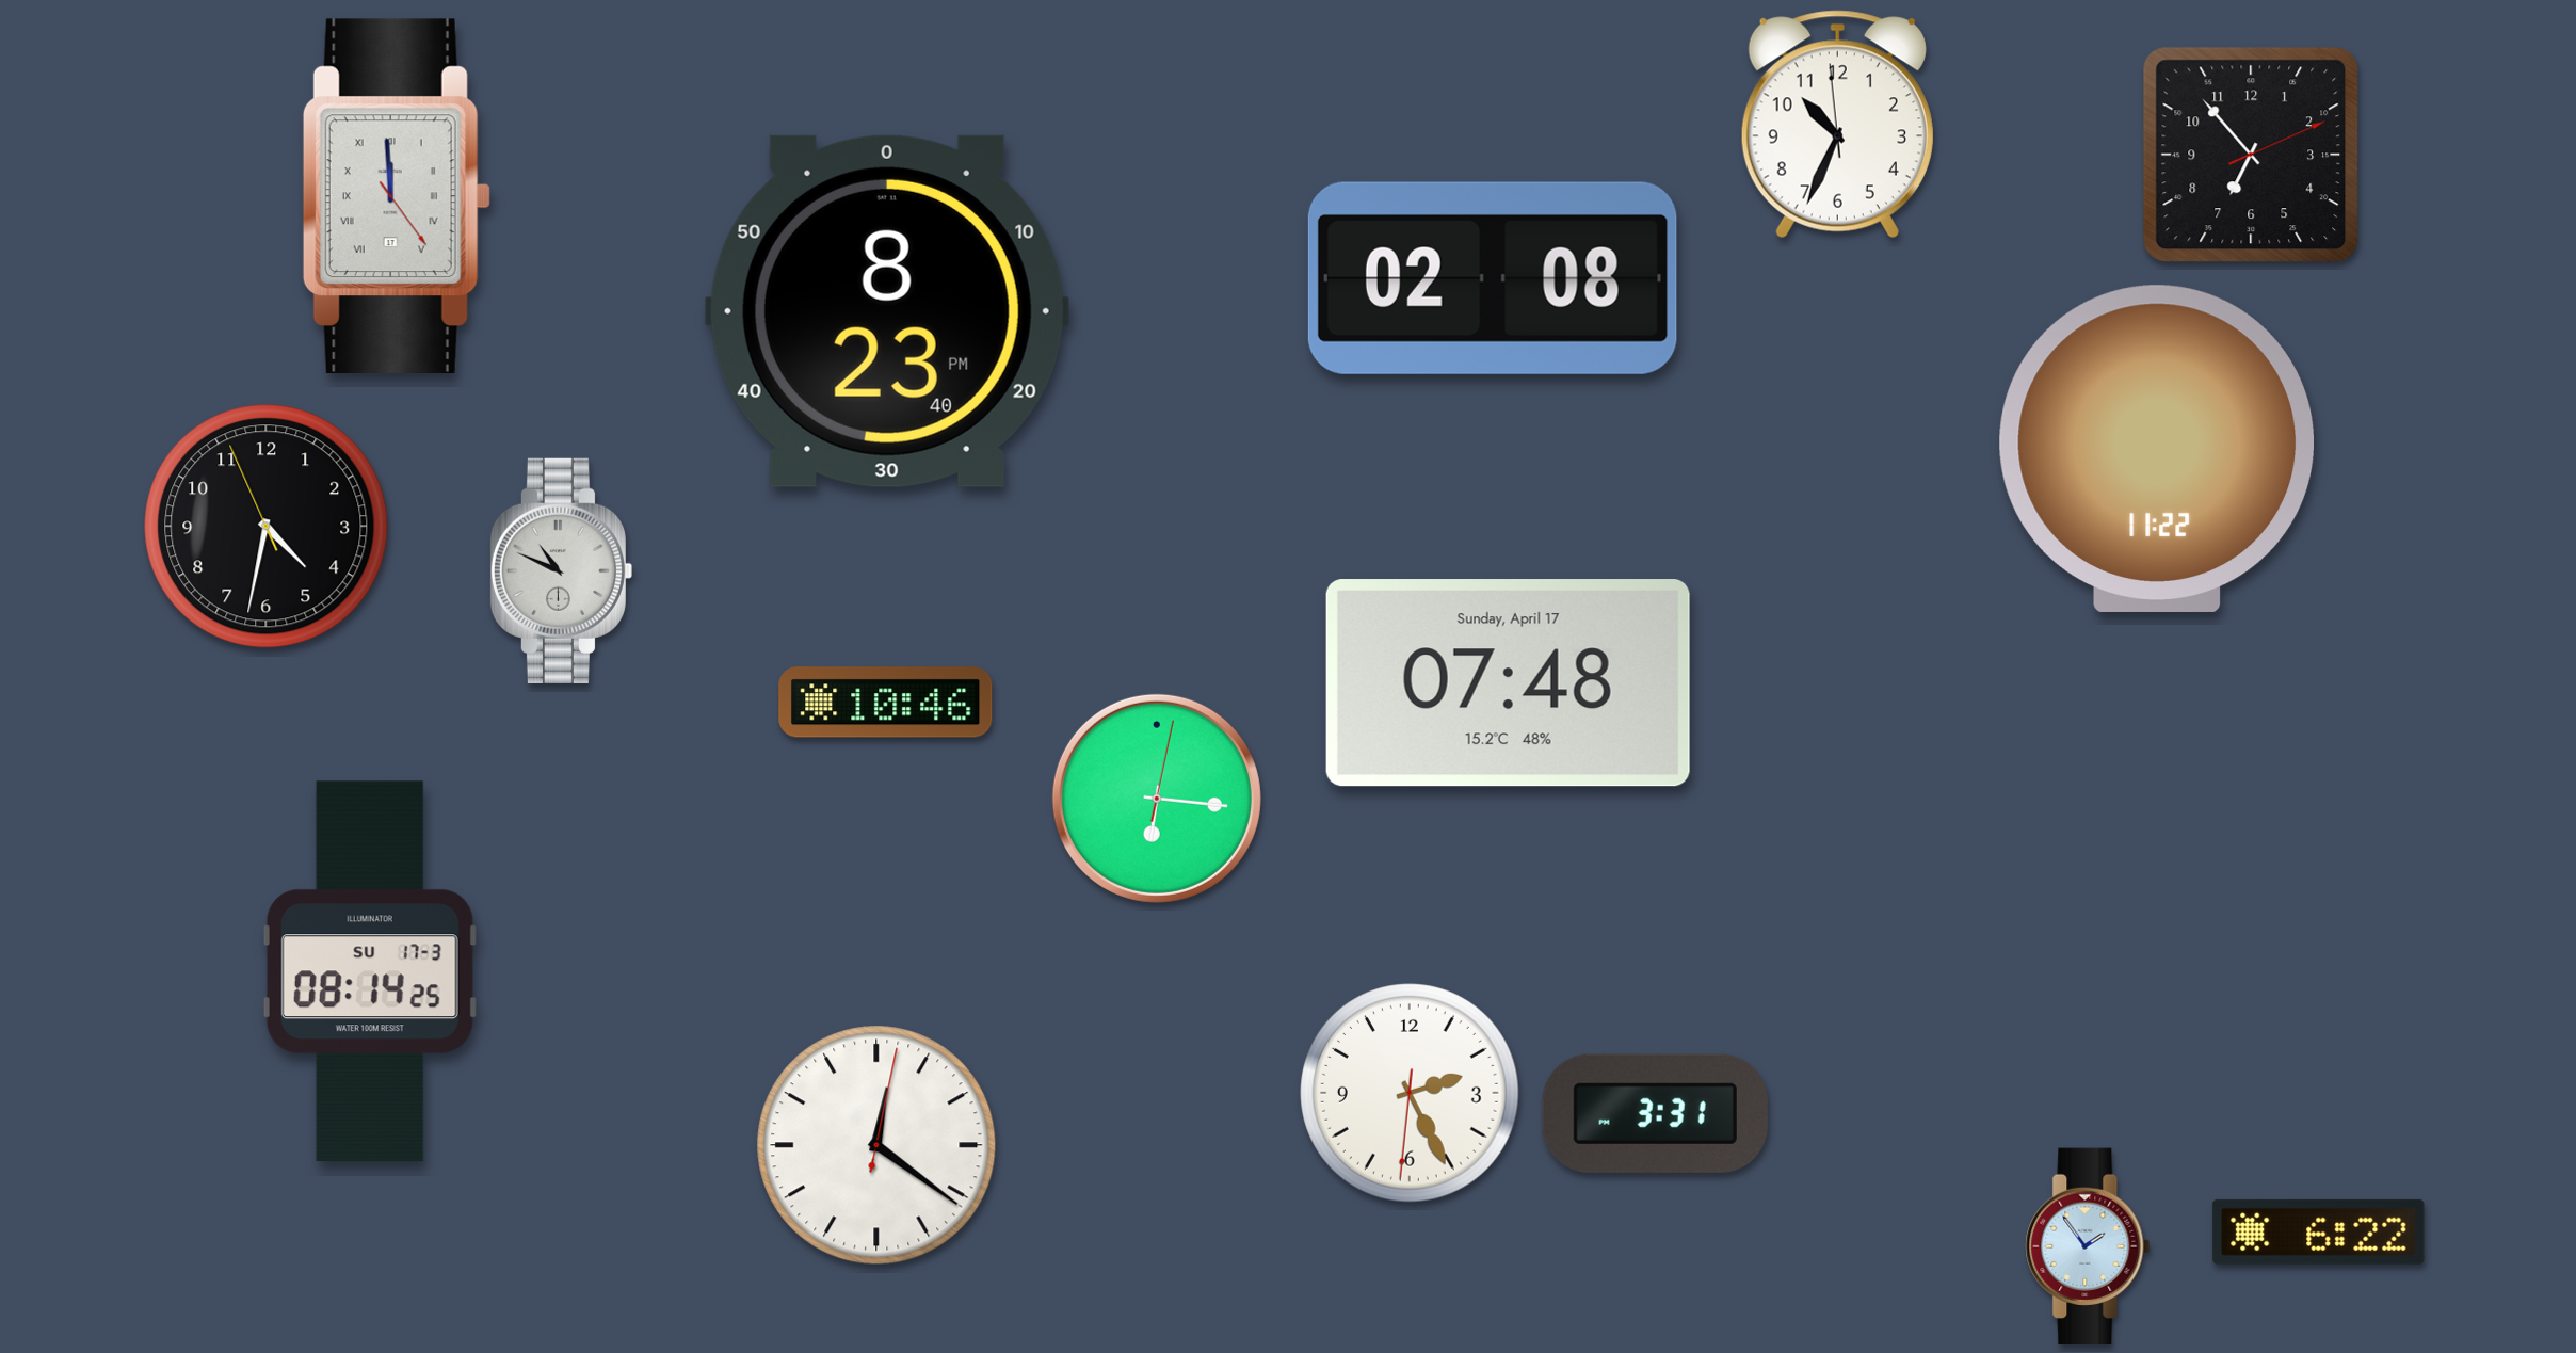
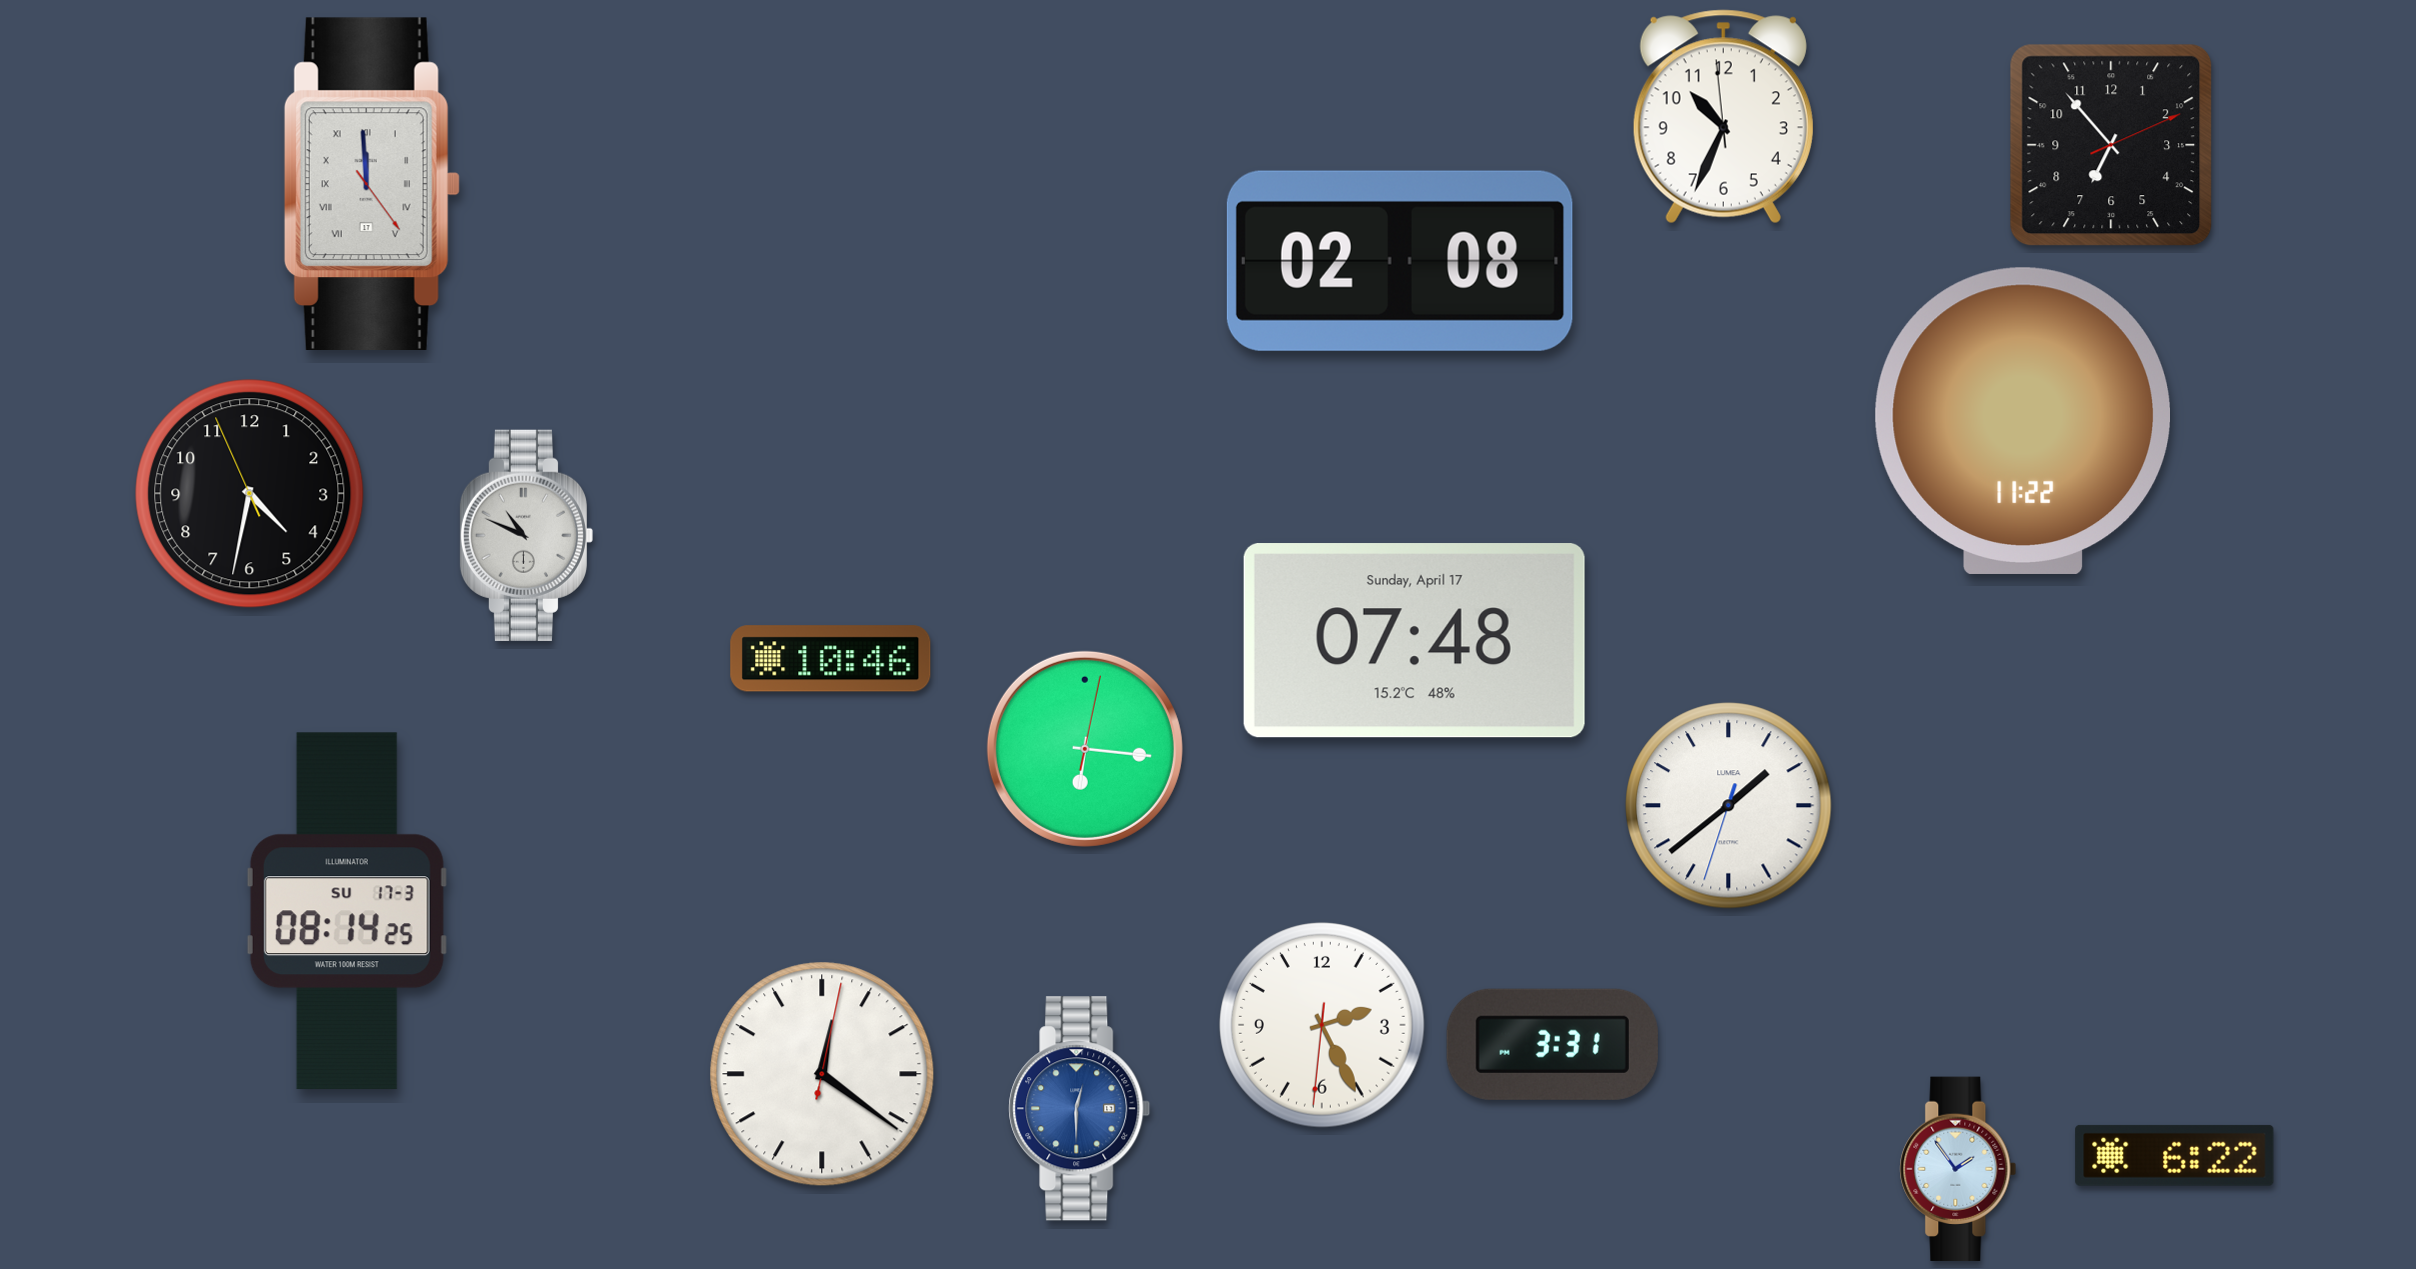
clock at (887, 311): 8:23 -> none
clock at (1729, 806): none -> 1:38
clock at (1080, 1109): none -> 12:30
